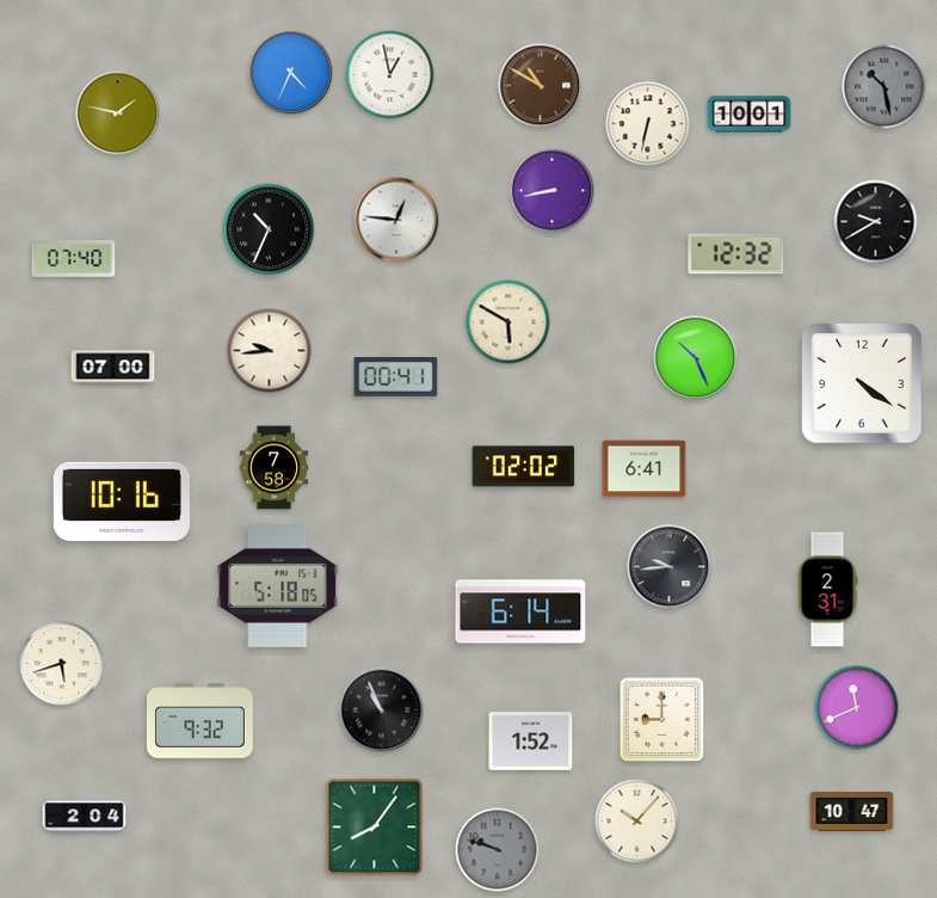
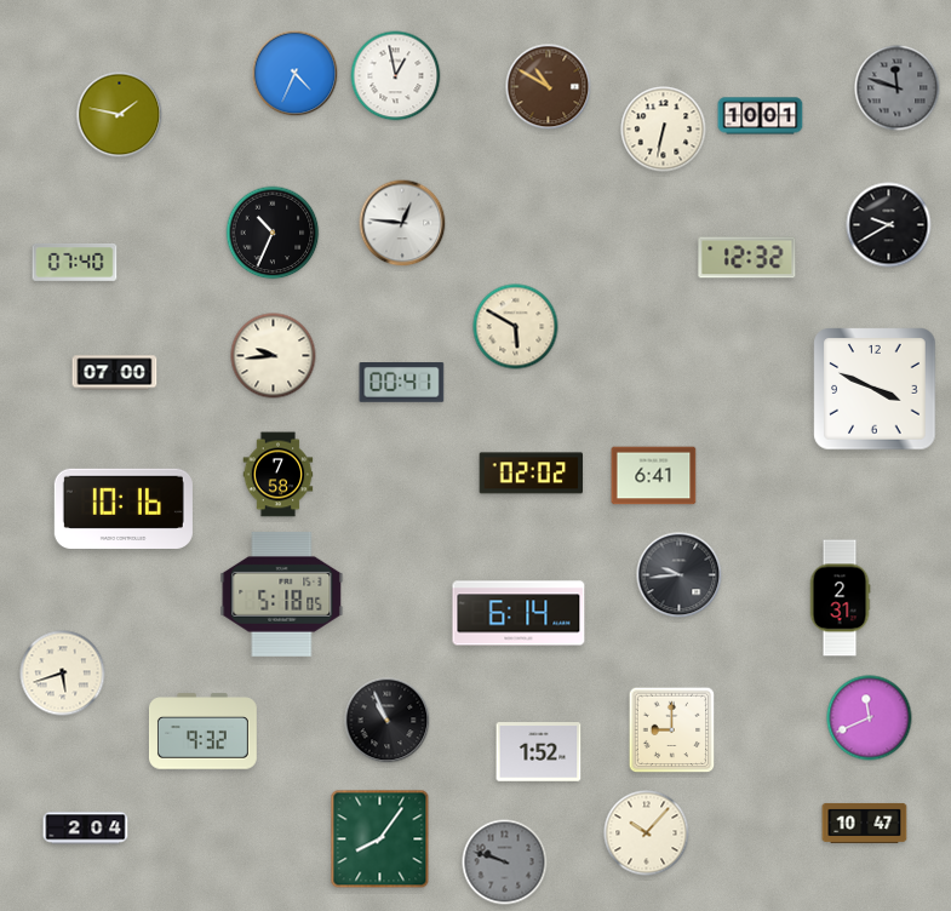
clock at (884, 87): 10:28 -> 11:48
clock at (648, 124) position: (648, 124) -> (664, 130)
clock at (553, 191): 8:43 -> none
clock at (696, 358): 10:26 -> none
clock at (862, 383): 4:21 -> 3:49
clock at (520, 611) position: (520, 611) -> (519, 613)
